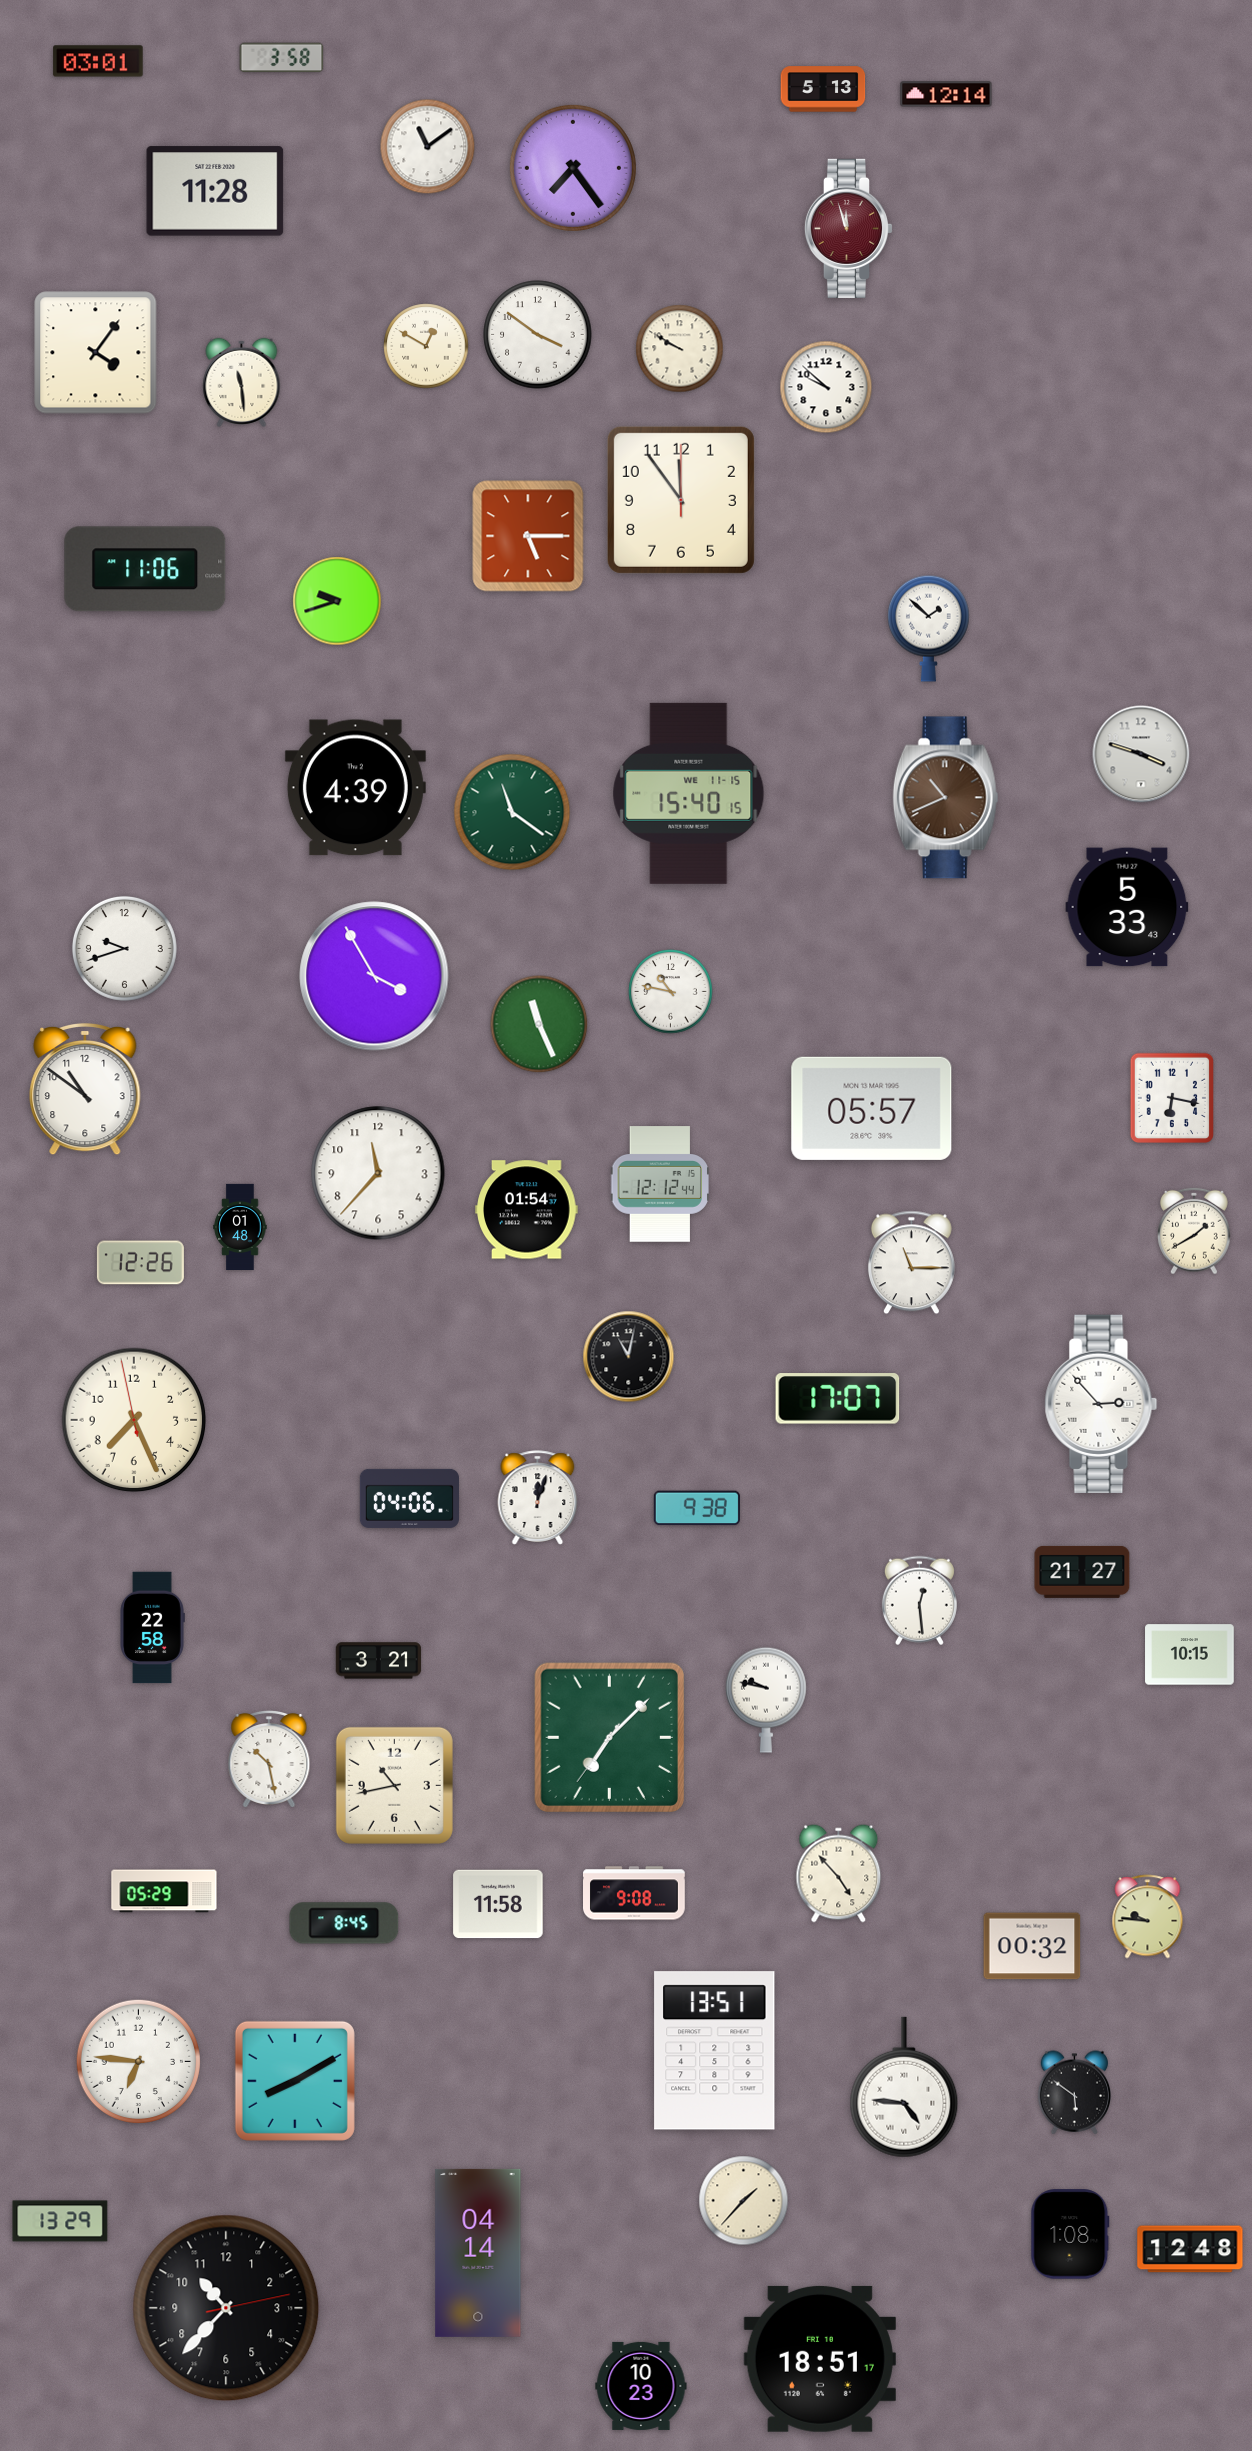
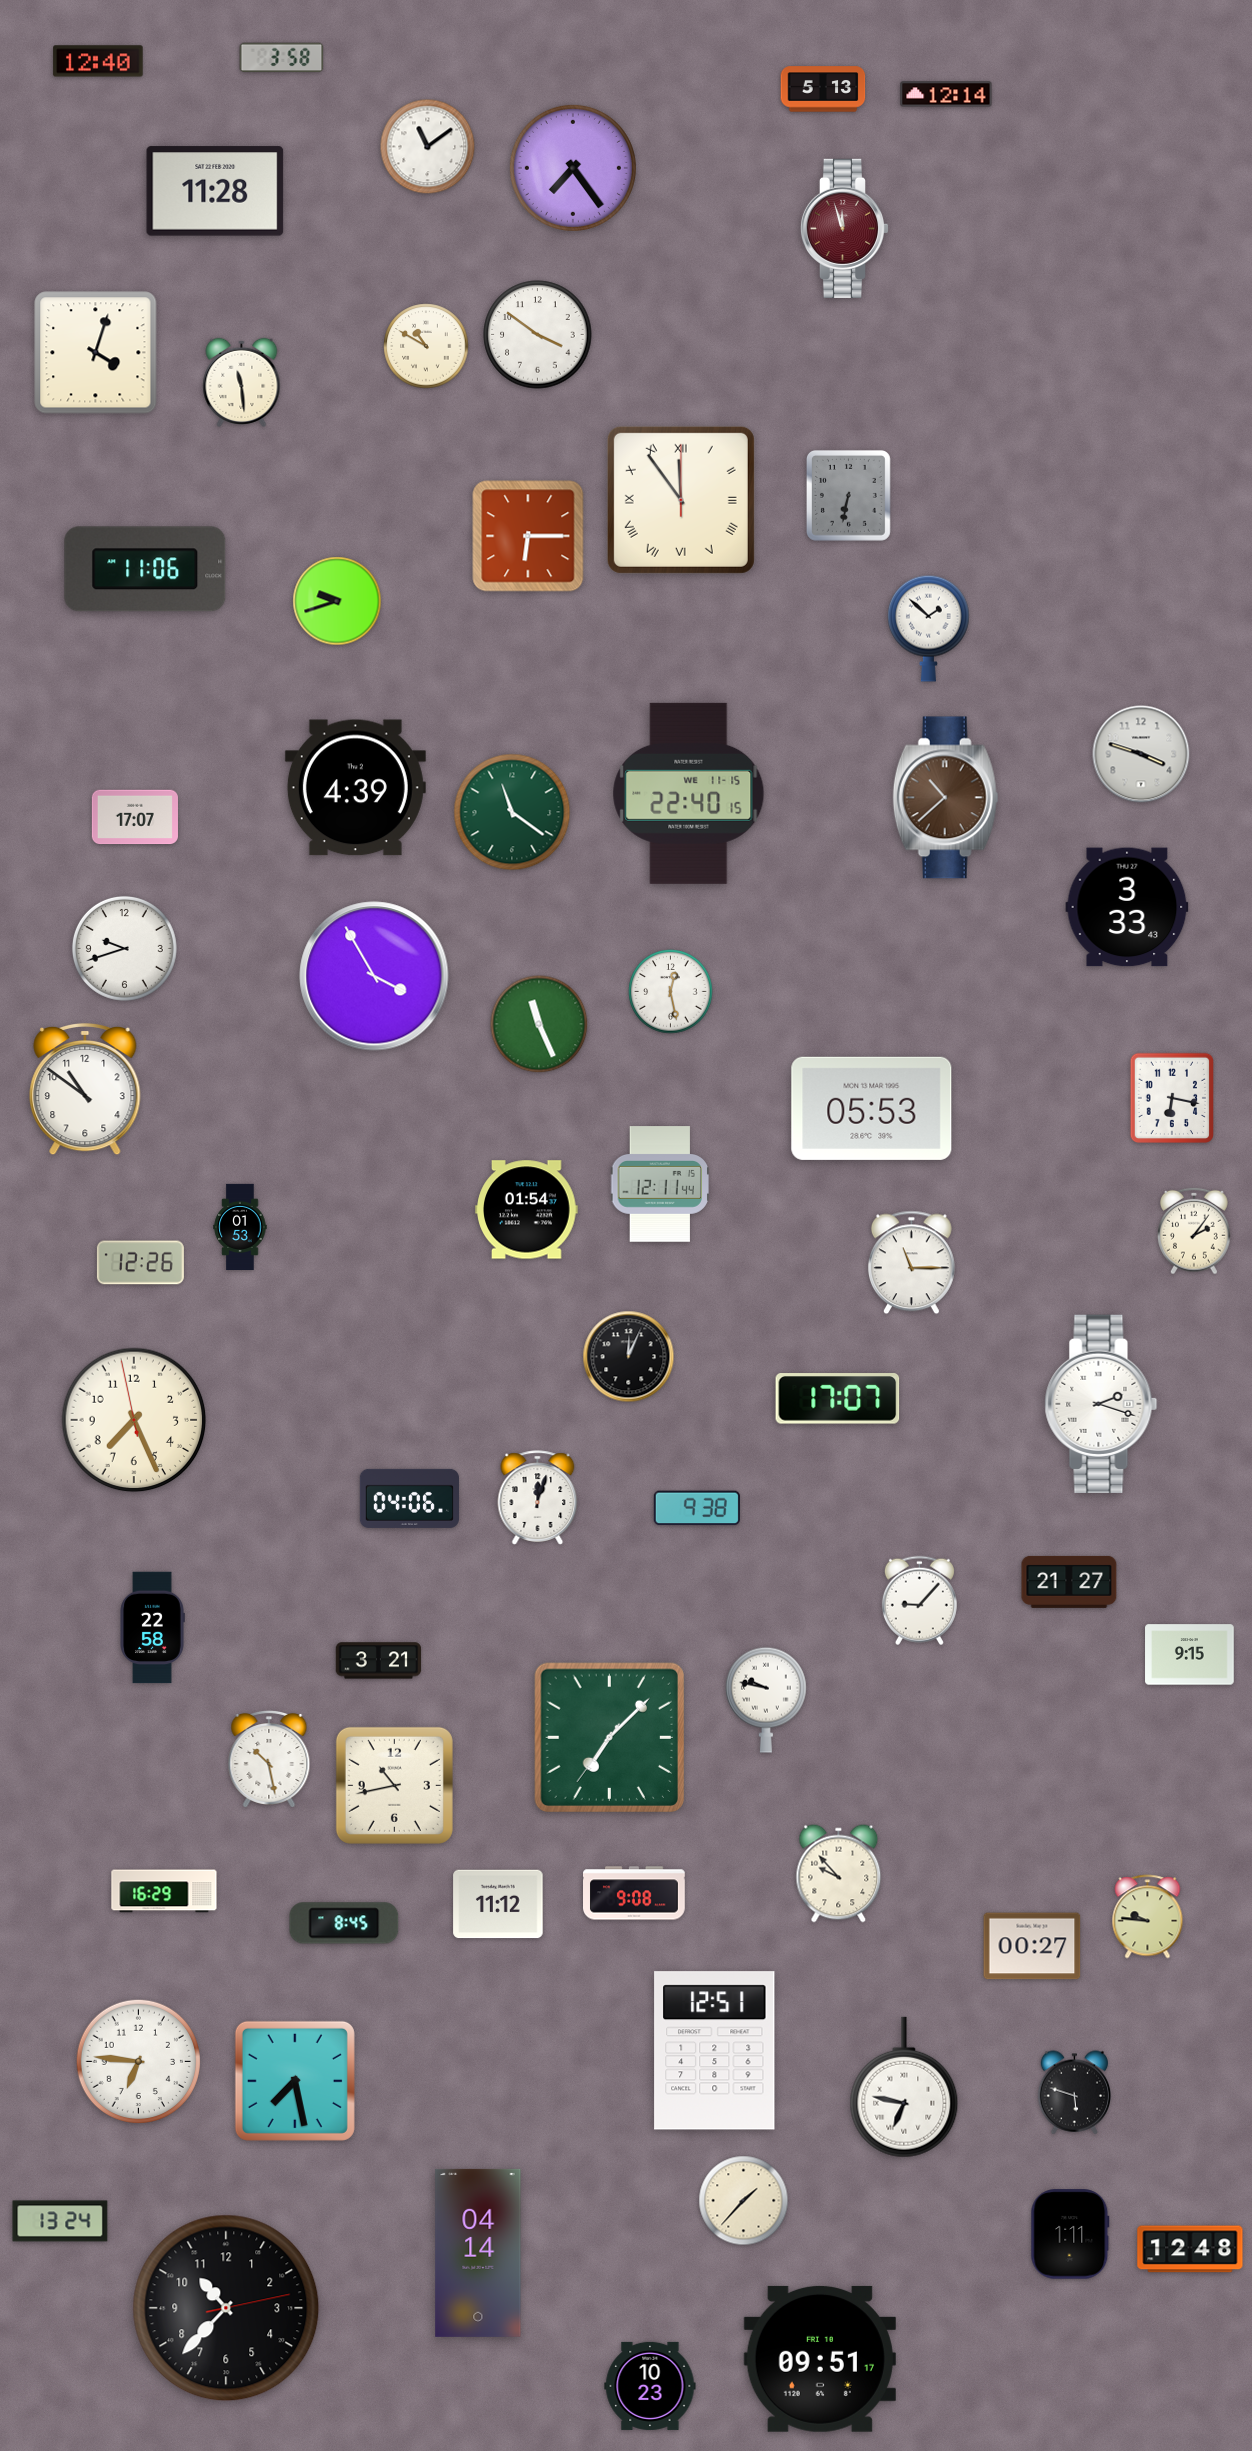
clock at (98, 61): 03:01 -> 12:40
clock at (849, 228) position: (849, 228) -> (845, 228)
clock at (426, 346): 12:50 -> 10:50
clock at (680, 349): 9:50 -> none
clock at (96, 353): 4:06 -> 4:03
clock at (826, 387): 9:52 -> none
clock at (848, 495): none -> 6:32
clock at (681, 500) numerals: Arabic -> Roman
clock at (528, 536): 5:15 -> 6:15
clock at (689, 793): 15:40 -> 22:40
clock at (946, 798): 10:41 -> 10:38
clock at (135, 817): none -> 17:07
clock at (1127, 907): 5:33 -> 3:33
clock at (671, 992): 10:47 -> 12:28
clock at (872, 1108): 05:57 -> 05:53
clock at (378, 1173): 11:37 -> none
clock at (660, 1184): 12:12 -> 12:11
clock at (240, 1226): 01:48 -> 01:53
clock at (1195, 1231): 1:40 -> 2:06
clock at (629, 1357): 11:02 -> 12:04
clock at (1101, 1403): 2:53 -> 2:18
clock at (1082, 1572) position: (1082, 1572) -> (1069, 1582)
clock at (919, 1601): 12:29 -> 9:07
clock at (1190, 1655): 10:15 -> 9:15
clock at (839, 1874): 4:53 -> 9:53
clock at (164, 1891): 05:29 -> 16:29
clock at (498, 1904): 11:58 -> 11:12
clock at (1032, 1946): 00:32 -> 00:27
clock at (715, 2051): 13:51 -> 12:51
clock at (295, 2081): 8:10 -> 7:28
clock at (904, 2087): 4:46 -> 6:47
clock at (1075, 2093): 5:51 -> 5:48
clock at (60, 2221): 13:29 -> 13:24
clock at (1070, 2234): 1:08 -> 1:11
clock at (820, 2359): 18:51 -> 09:51
clock at (641, 2386) position: (641, 2386) -> (650, 2386)
